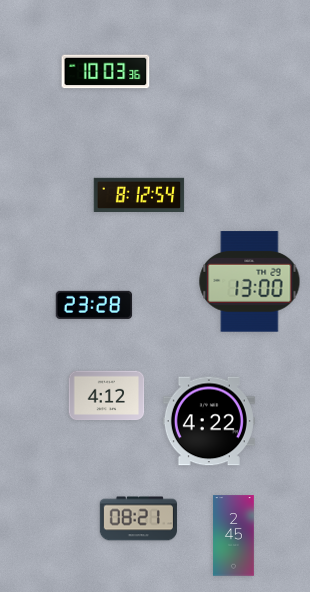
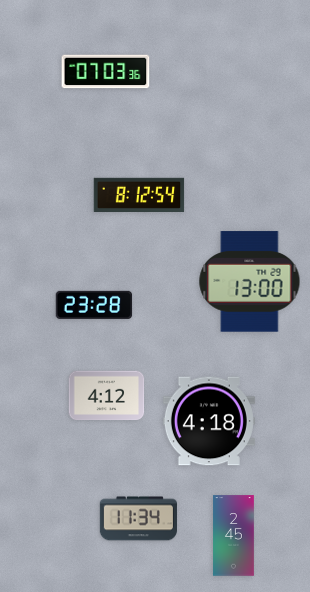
clock at (106, 72): 10:03 -> 07:03
clock at (209, 421): 4:22 -> 4:18
clock at (138, 519): 08:21 -> 11:34
